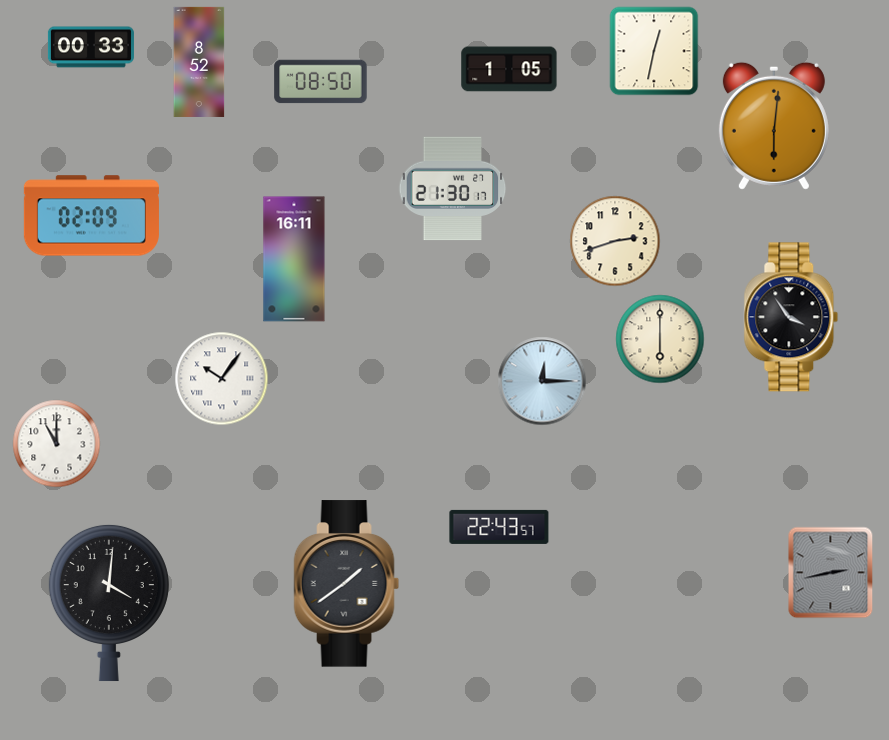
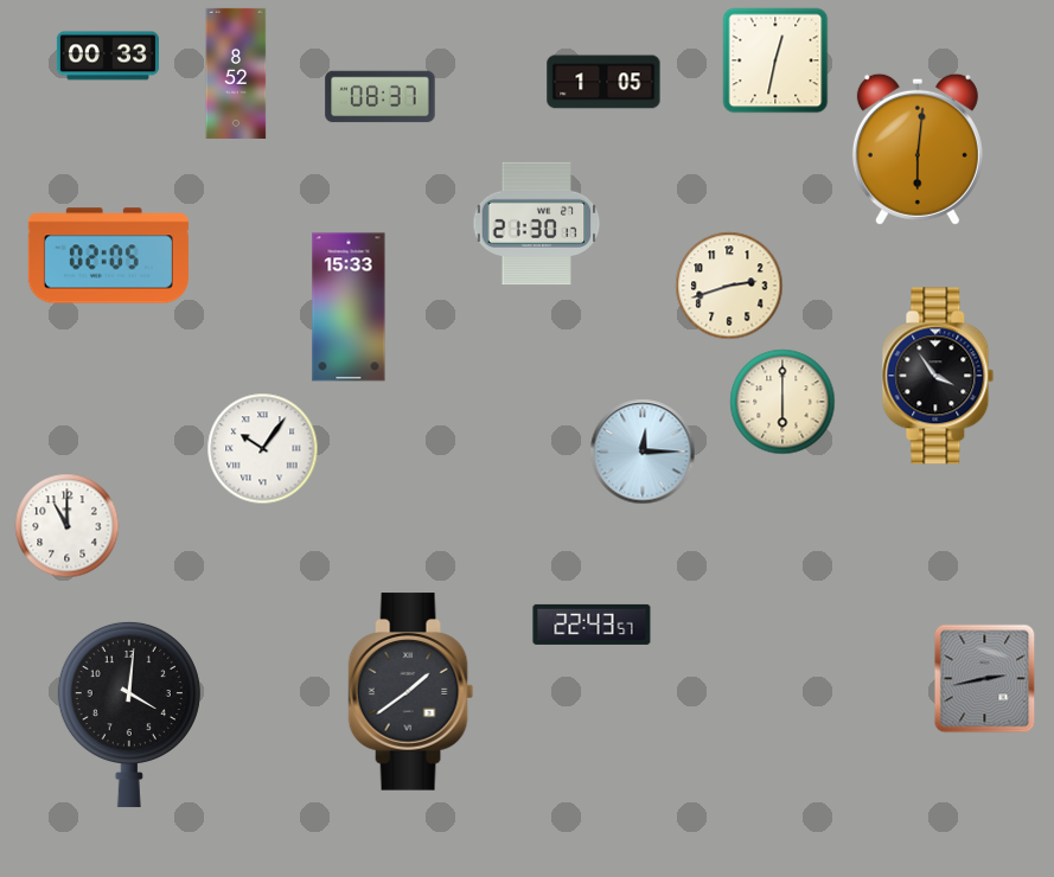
clock at (321, 82): 08:50 -> 08:37
clock at (91, 216): 02:09 -> 02:05
clock at (294, 259): 16:11 -> 15:33
